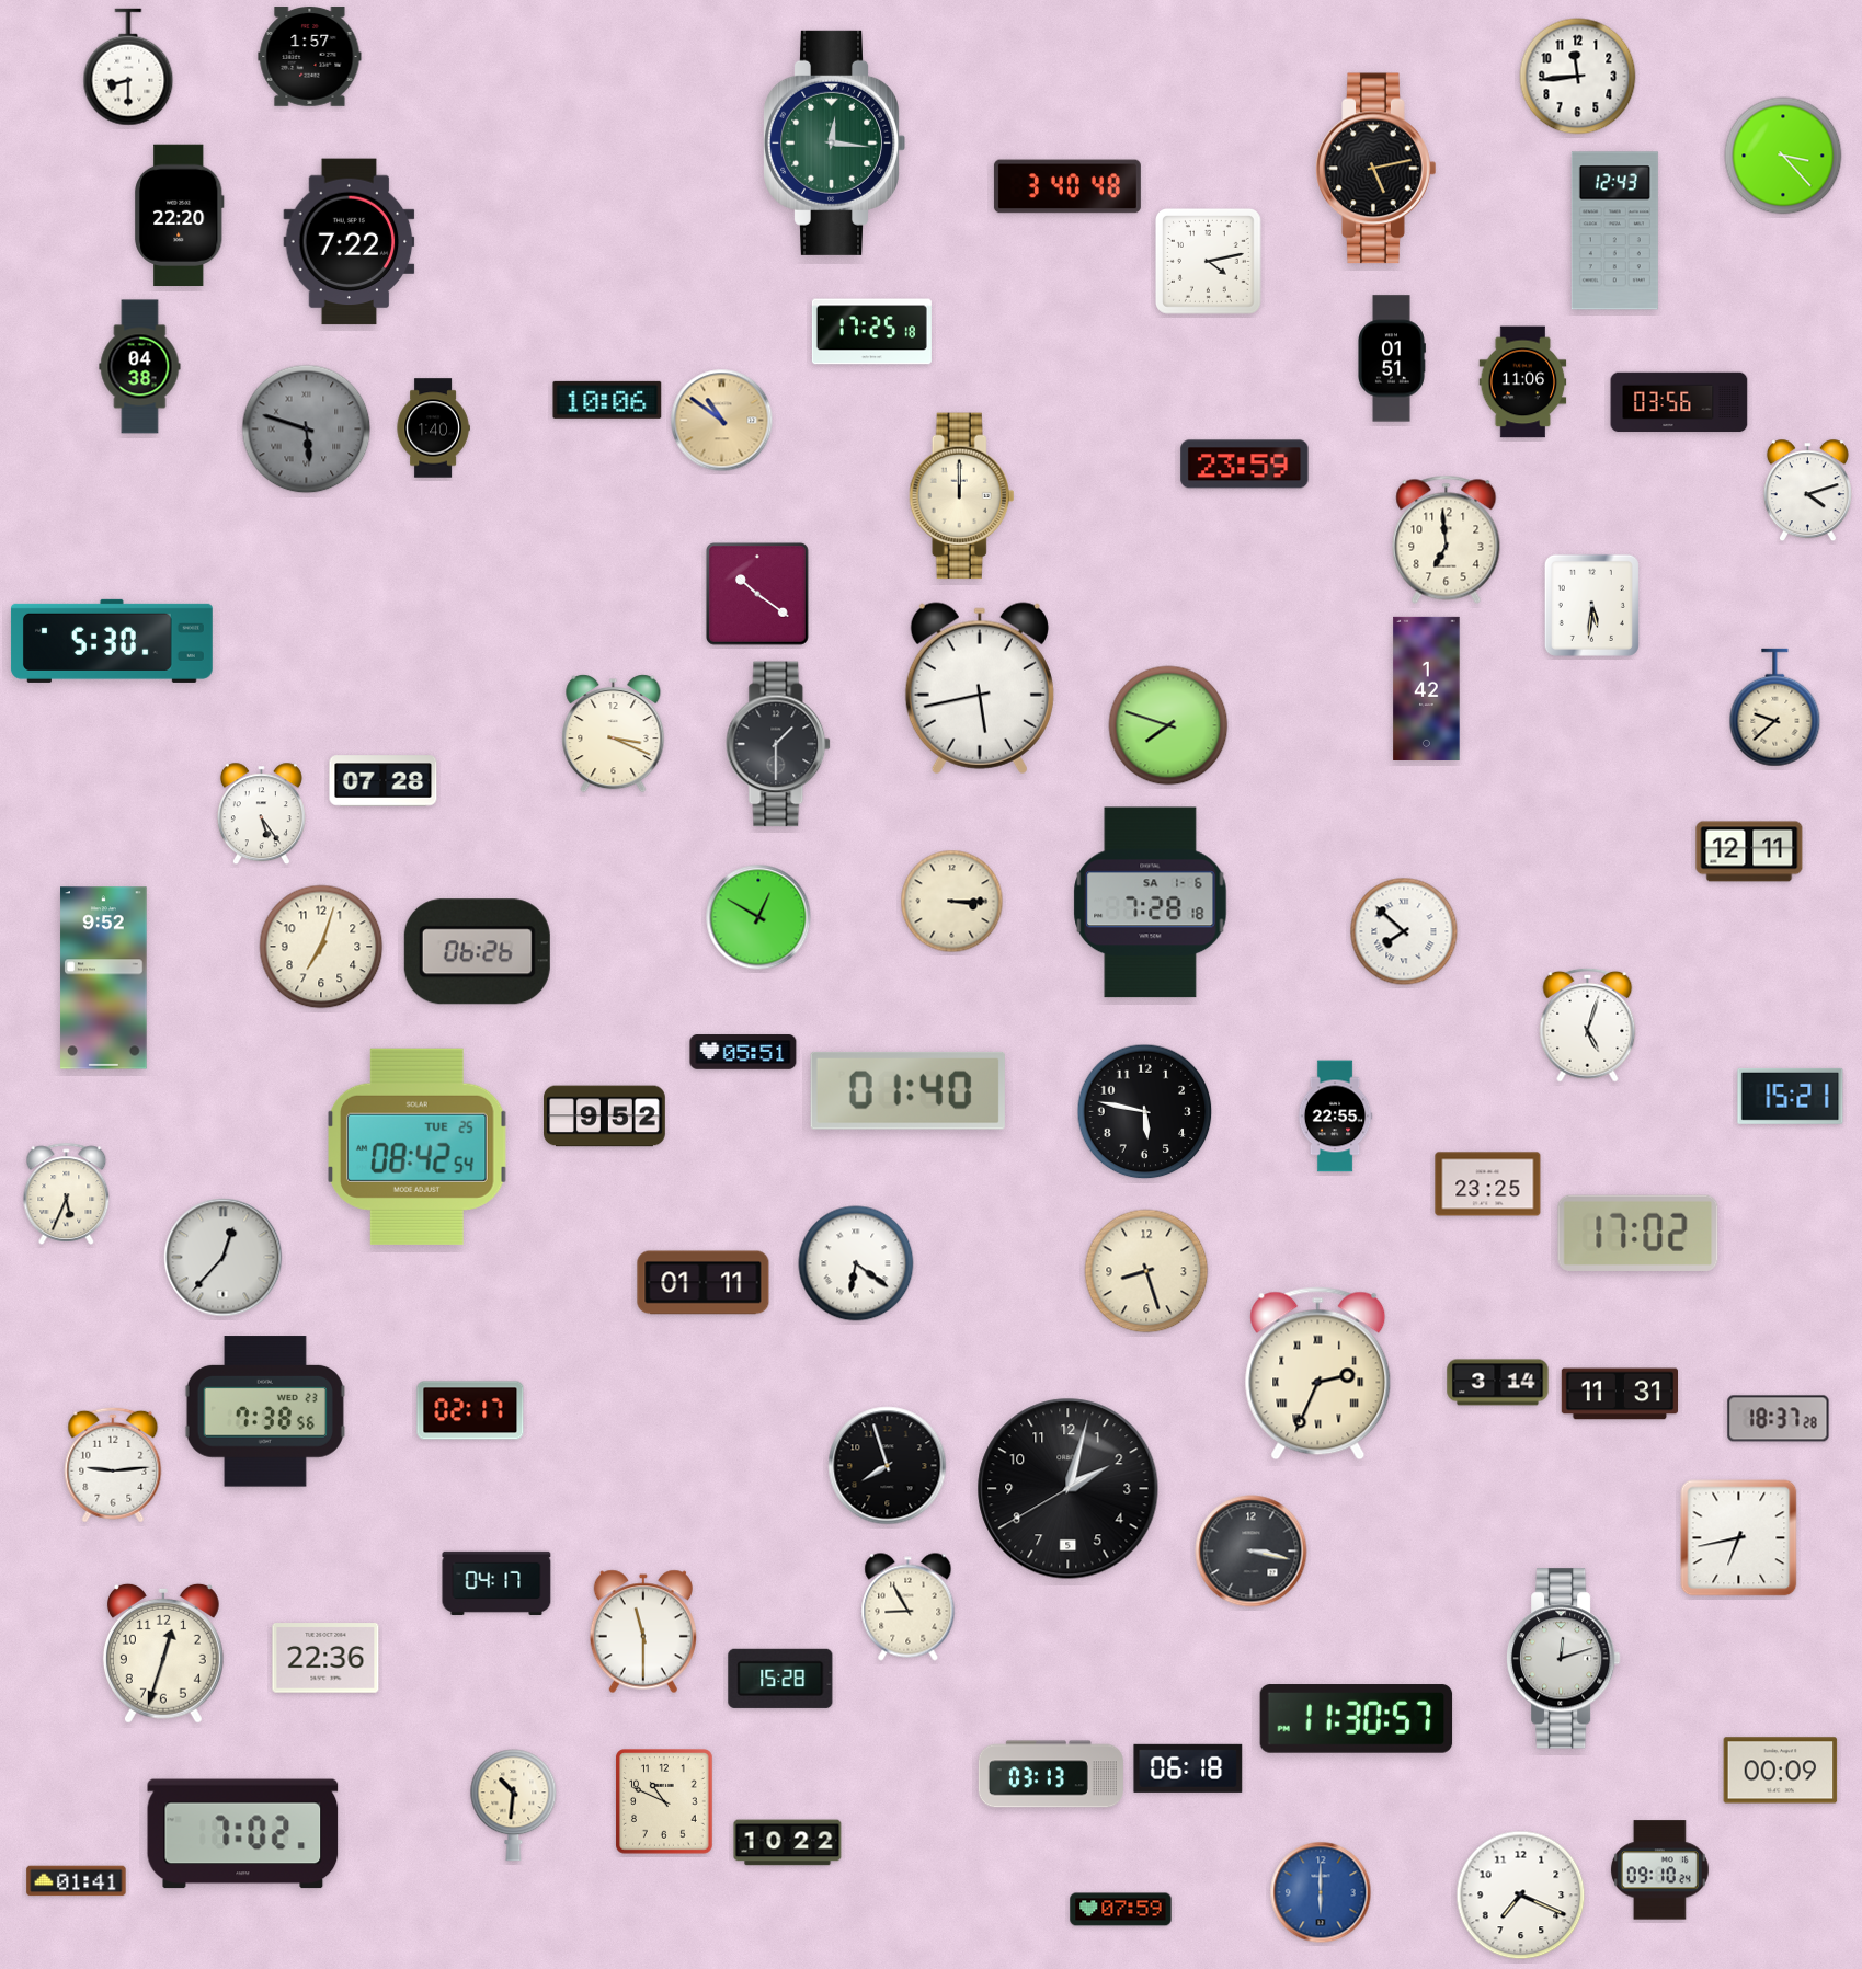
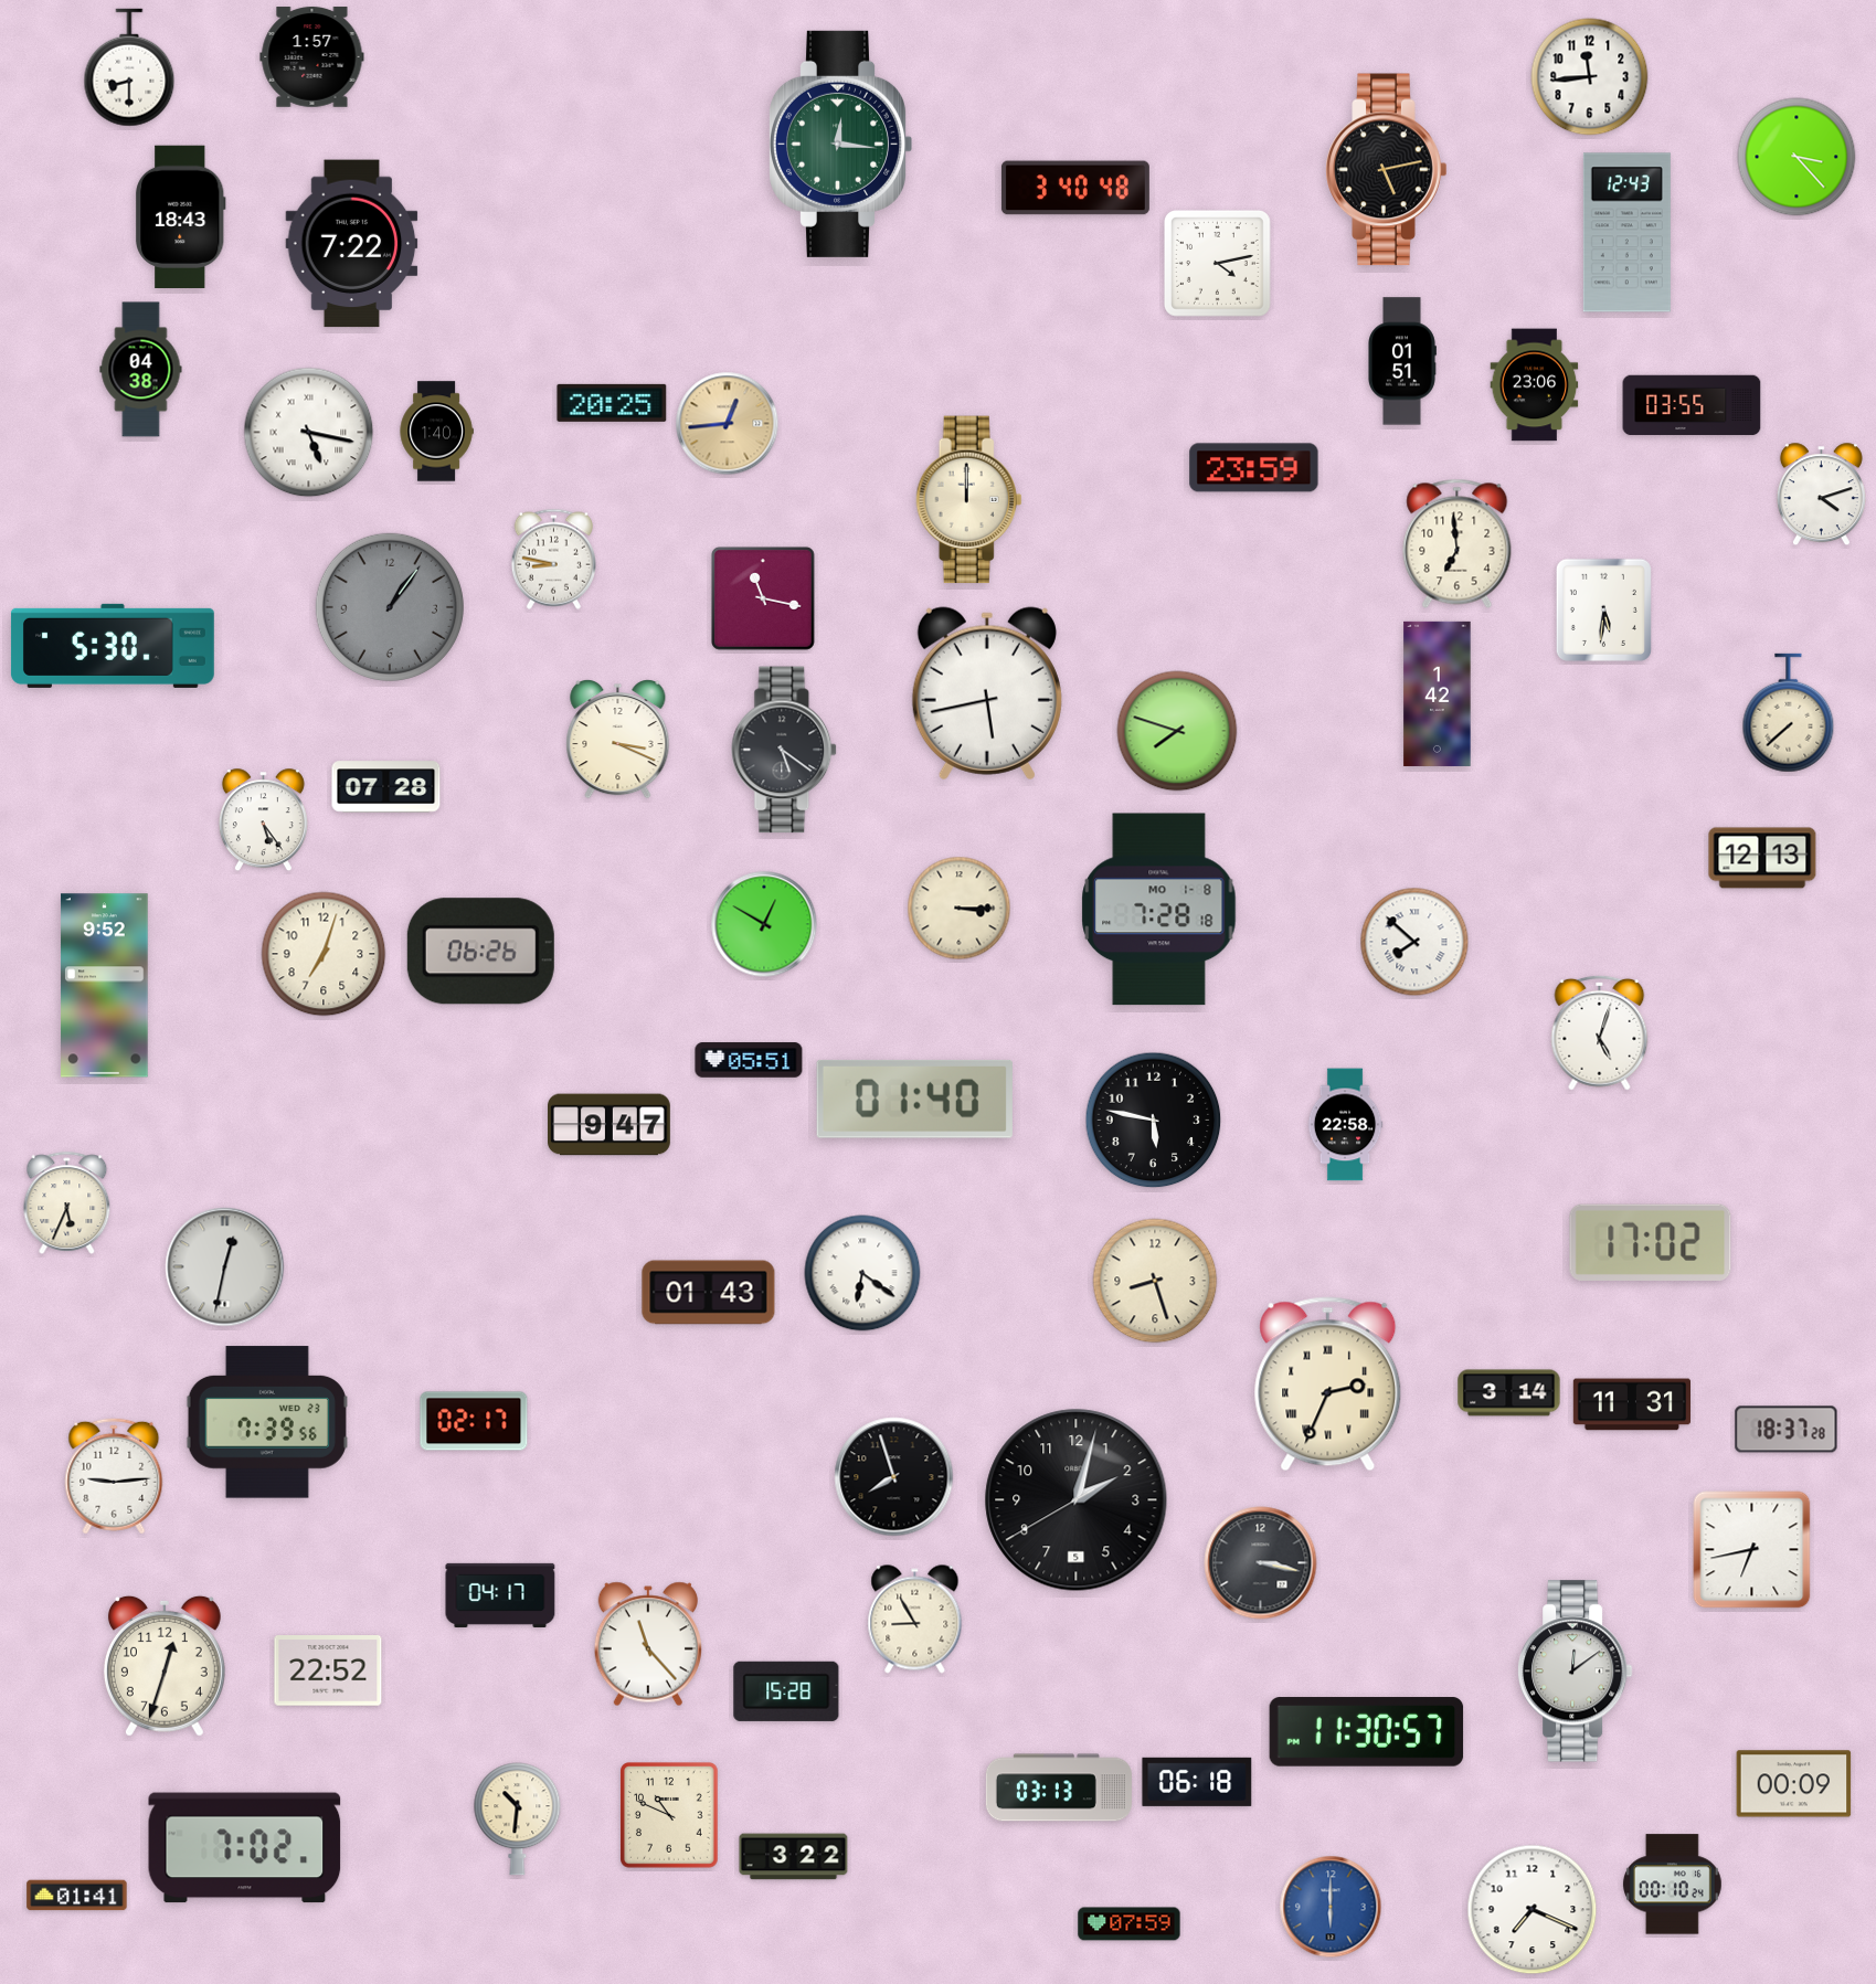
clock at (180, 215): 22:20 -> 18:43
clock at (871, 332): 17:25 -> none
clock at (1523, 382): 11:06 -> 23:06
clock at (607, 400): 10:06 -> 20:25
clock at (1679, 402): 03:56 -> 03:55
clock at (722, 421): 10:51 -> 12:44
clock at (307, 430): 5:48 -> 5:17
clock at (307, 430) dial: grey -> white
clock at (553, 559): none -> 8:47
clock at (758, 595): 10:21 -> 11:17
clock at (390, 607): none -> 1:06
clock at (1775, 708): 9:38 -> 7:38
clock at (779, 744): 1:30 -> 5:21
clock at (1749, 851): 12:11 -> 12:13
clock at (1151, 903) date: SA 1-6 -> MO 1-8
clock at (1404, 931) position: (1404, 931) -> (1414, 942)
clock at (477, 952) position: (477, 952) -> (480, 952)
clock at (1791, 1096): 15:21 -> none
clock at (605, 1117): 9:52 -> 9:47
clock at (1335, 1117): 22:55 -> 22:58
clock at (418, 1146): 08:42 -> none
clock at (1488, 1184): 23:25 -> none
clock at (224, 1258): 12:37 -> 12:32
clock at (704, 1283): 01:11 -> 01:43
clock at (265, 1411): 7:38 -> 7:39
clock at (1779, 1419) position: (1779, 1419) -> (1787, 1430)
clock at (643, 1632): 11:30 -> 11:23
clock at (325, 1658): 22:36 -> 22:52
clock at (1563, 1659): 12:12 -> 12:09
clock at (788, 1843): 10:22 -> 3:22
clock at (1659, 1870): 09:10 -> 00:10
